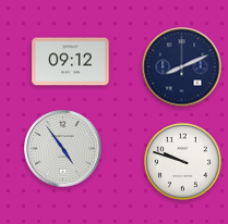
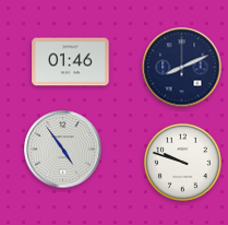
clock at (71, 62): 09:12 -> 01:46
